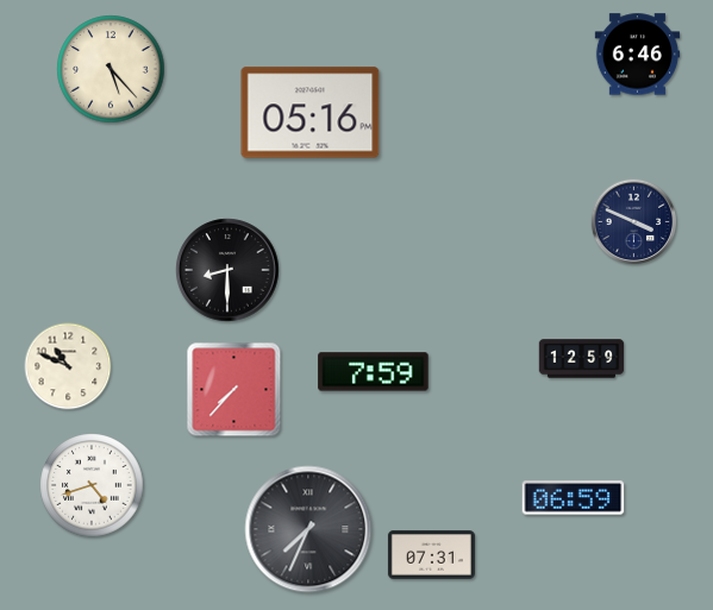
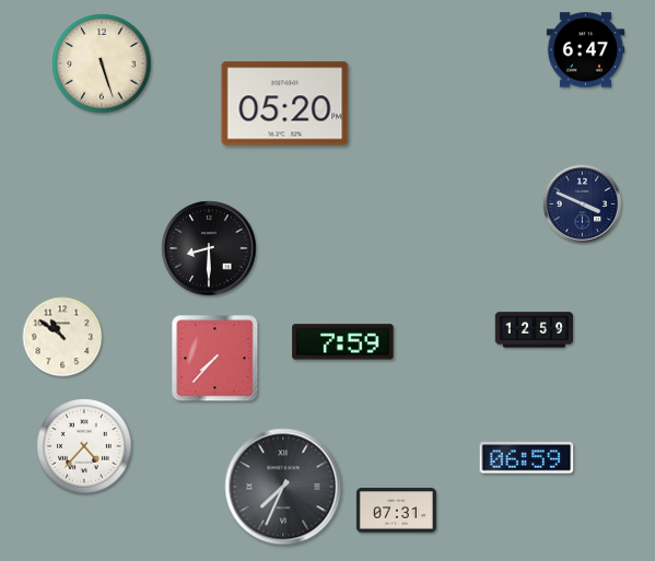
clock at (638, 55): 6:46 -> 6:47
clock at (111, 69): 5:23 -> 5:27
clock at (311, 113): 05:16 -> 05:20
clock at (68, 366): 10:49 -> 10:51
clock at (92, 485): 4:42 -> 4:37
